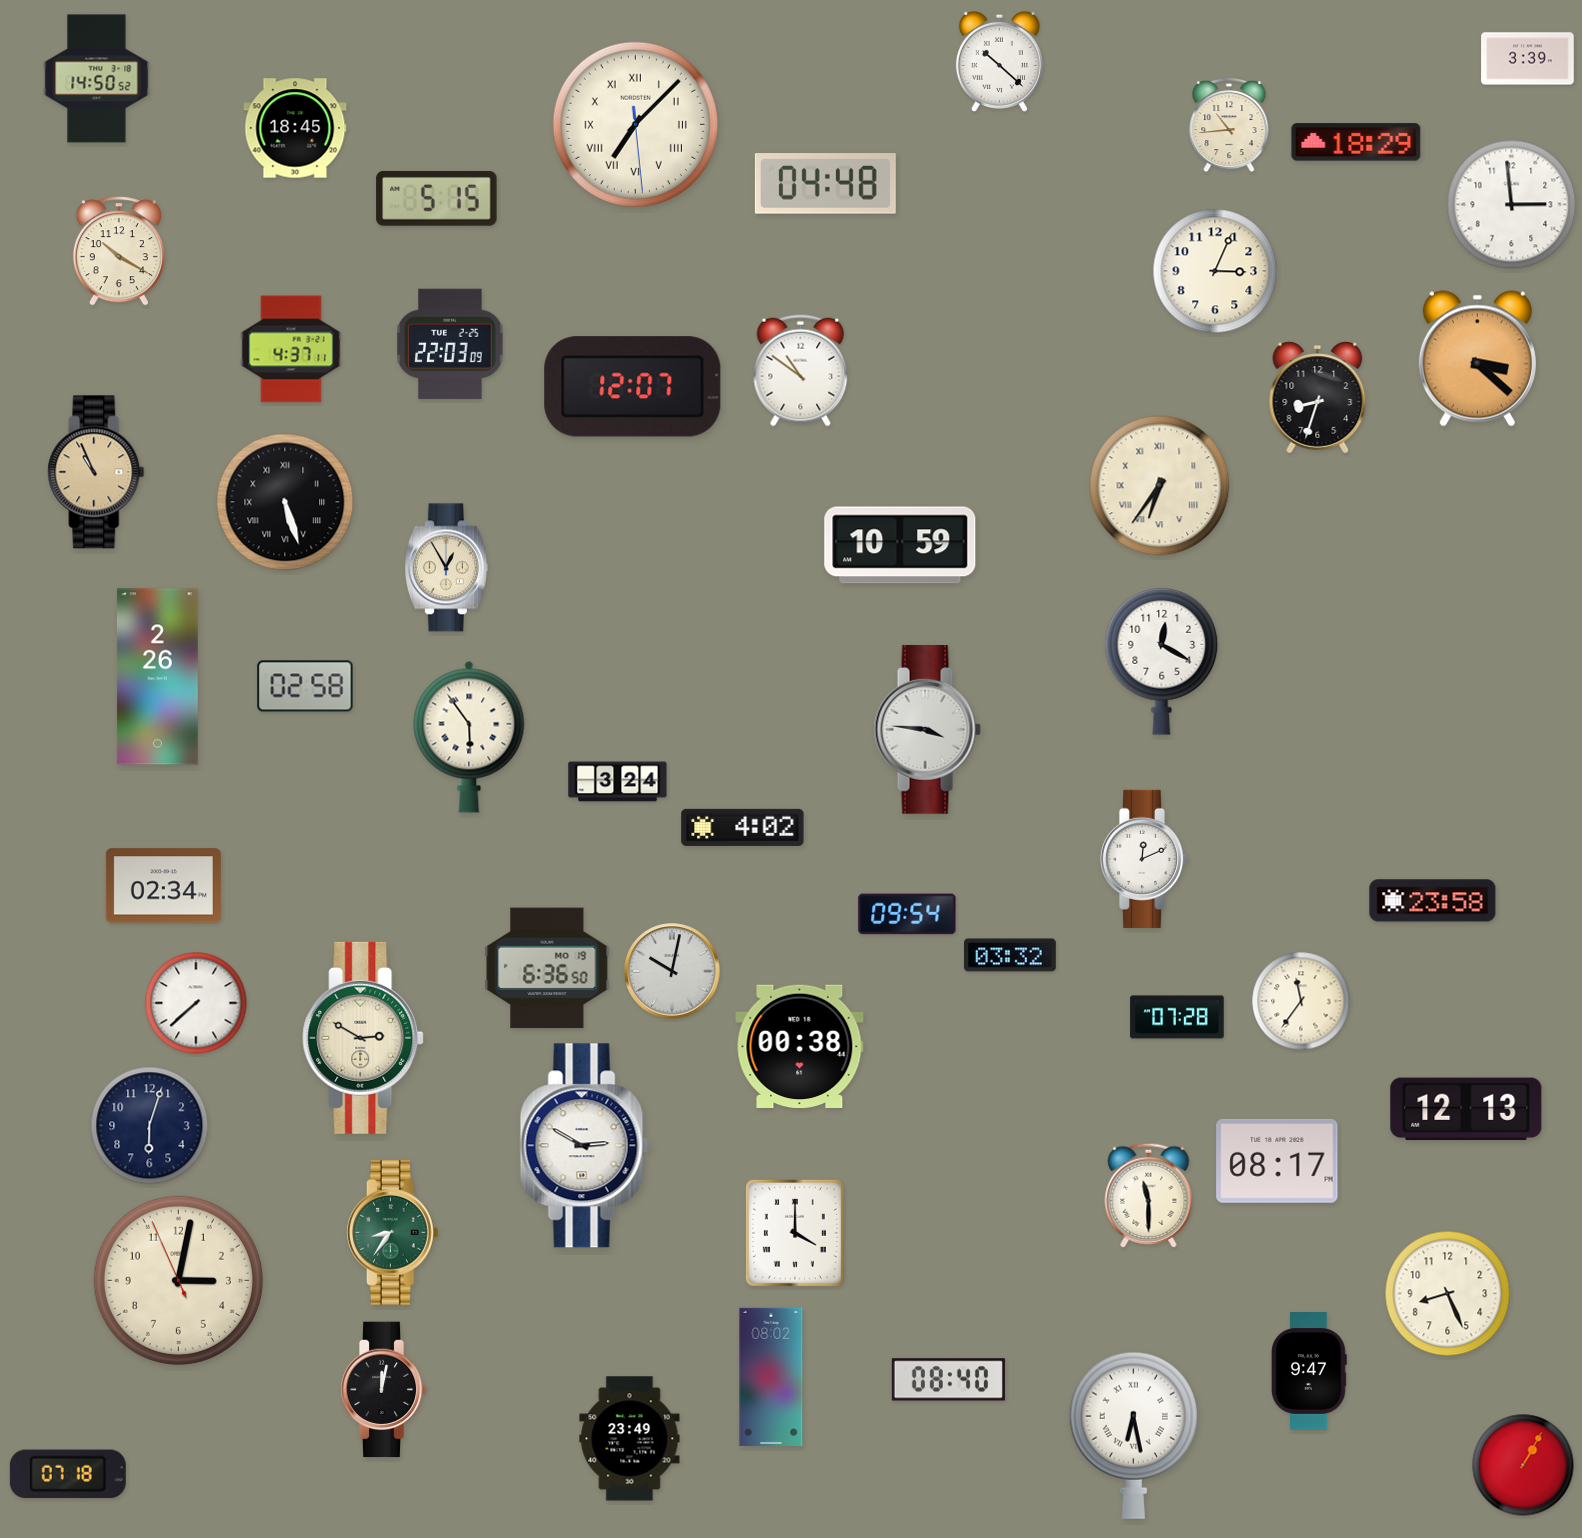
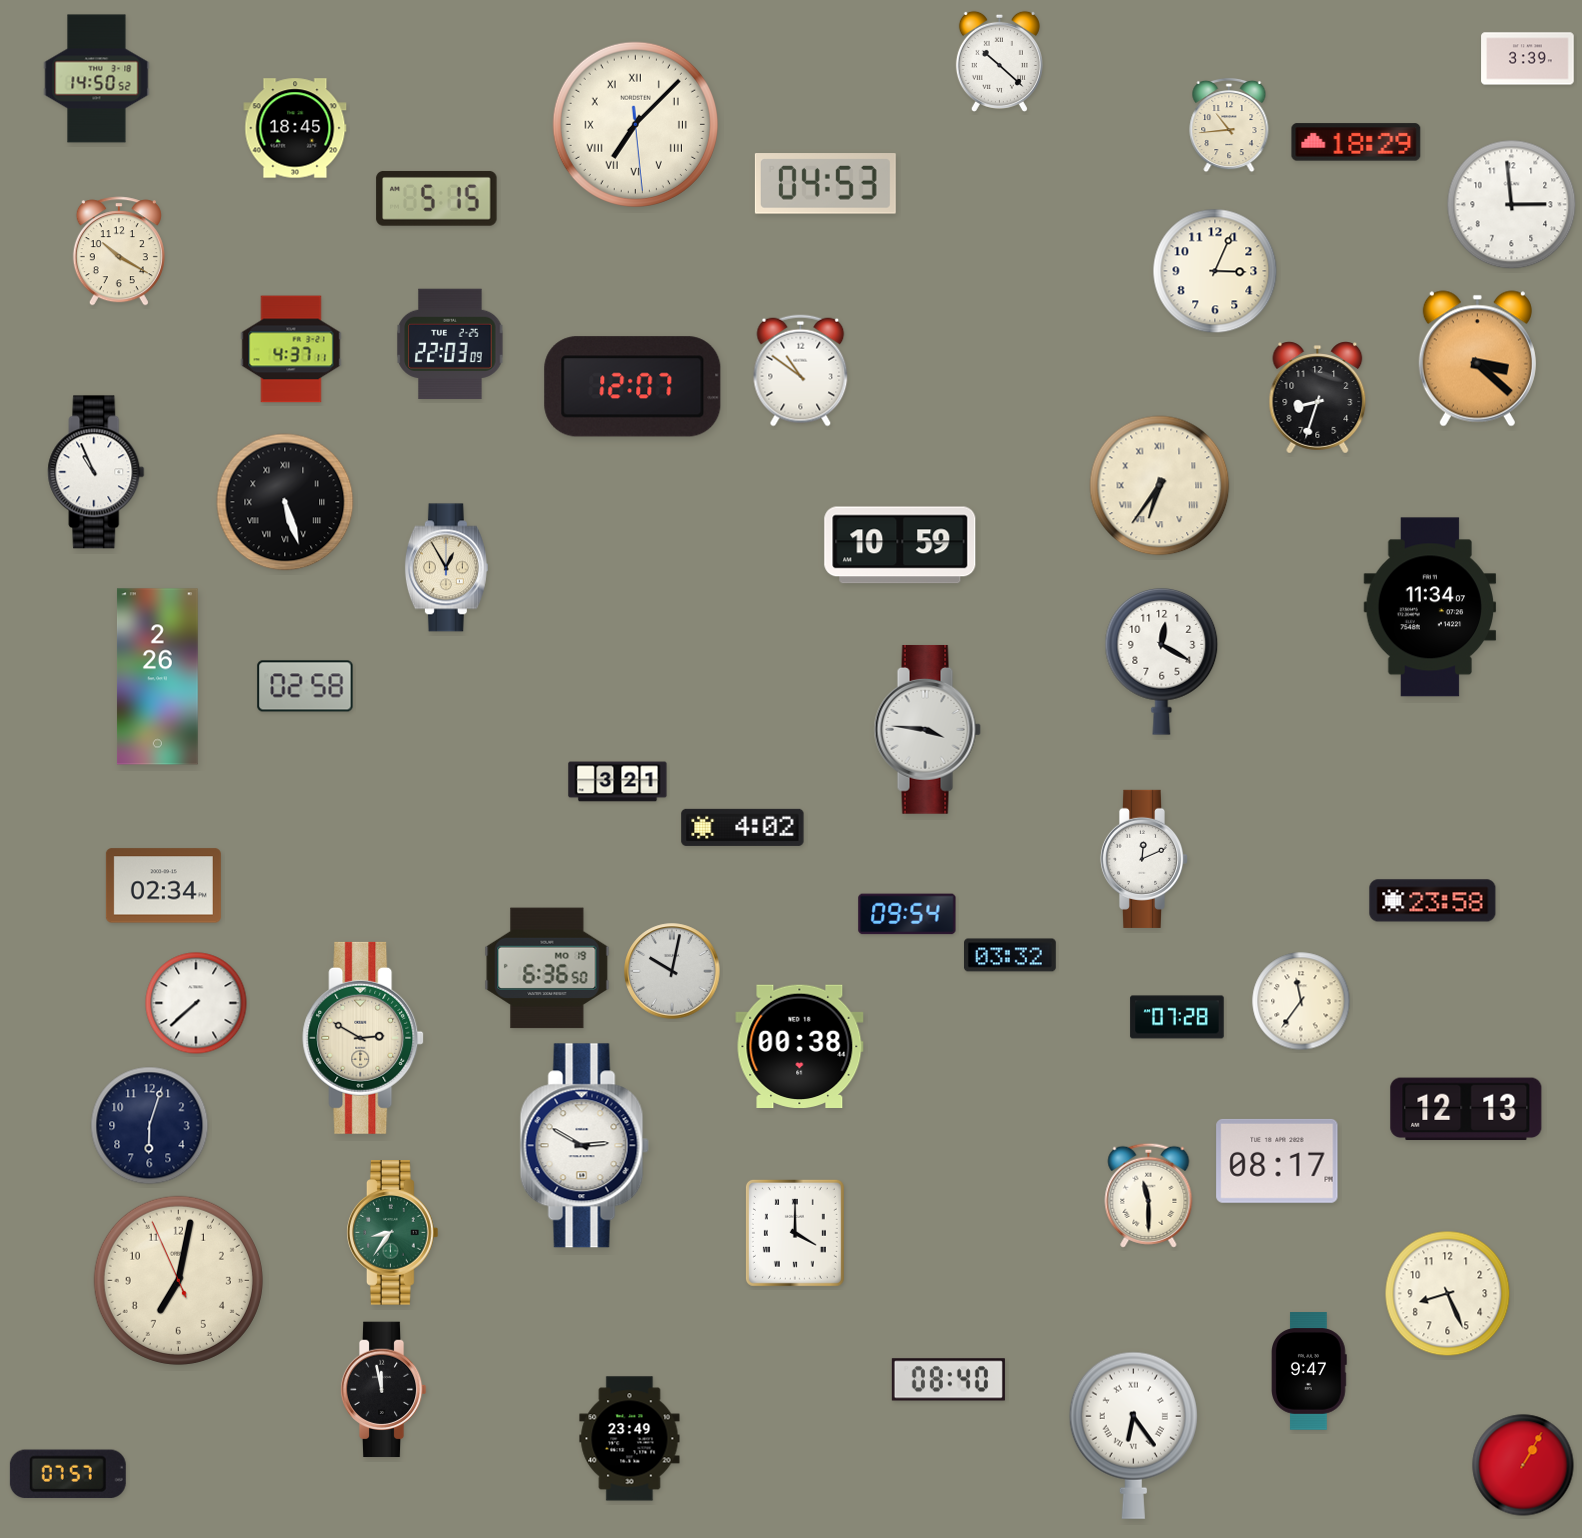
clock at (825, 184): 04:48 -> 04:53
clock at (96, 472) dial: champagne -> white
clock at (1430, 607): none -> 11:34
clock at (469, 737): 5:54 -> none
clock at (618, 782): 3:24 -> 3:21
clock at (178, 1280): 3:01 -> 7:01
clock at (771, 1377): 08:02 -> none
clock at (383, 1390): 12:02 -> 11:58
clock at (1133, 1435): 6:28 -> 6:24
clock at (68, 1474): 07:18 -> 07:57
